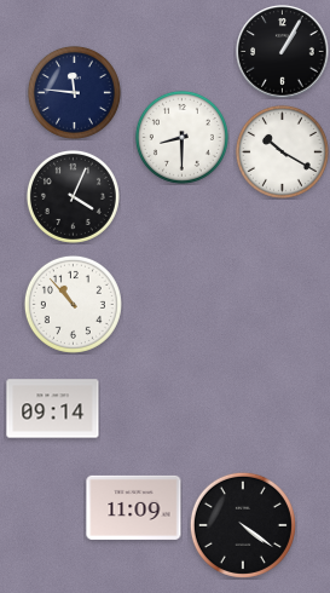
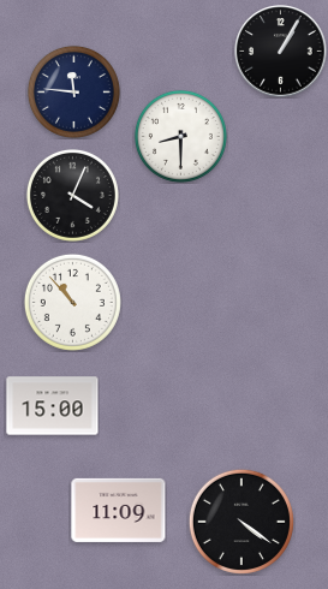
clock at (282, 151): 10:20 -> none
clock at (53, 409): 09:14 -> 15:00
clock at (134, 507) position: (134, 507) -> (119, 510)
